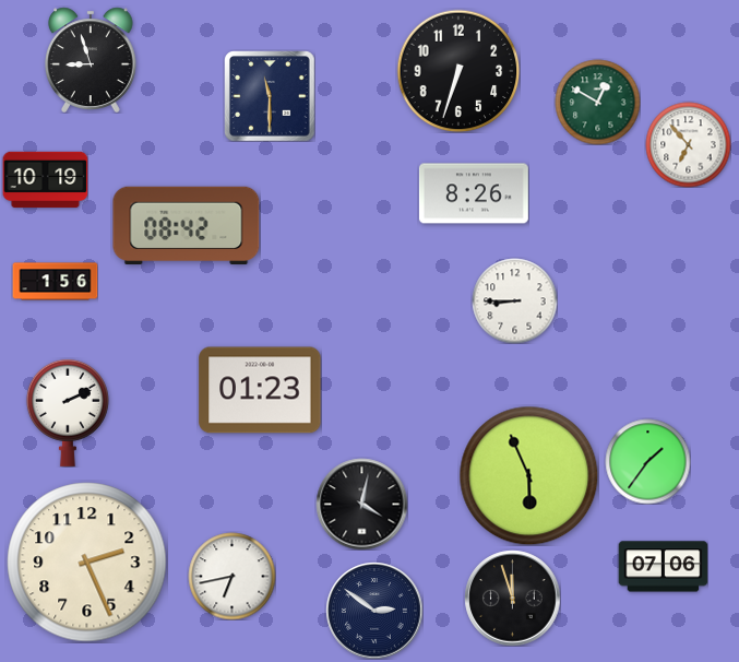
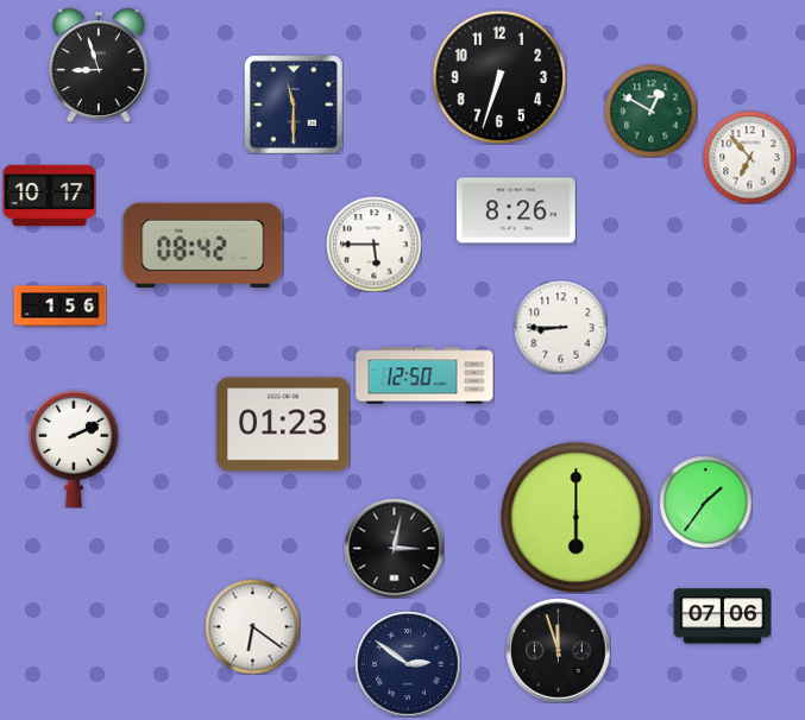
clock at (45, 180): 10:19 -> 10:17
clock at (373, 244): none -> 5:45
clock at (424, 375): none -> 12:50
clock at (528, 475): 5:56 -> 6:00
clock at (361, 504): 4:02 -> 3:02
clock at (87, 563): 2:26 -> none
clock at (231, 576): 6:43 -> 6:21
